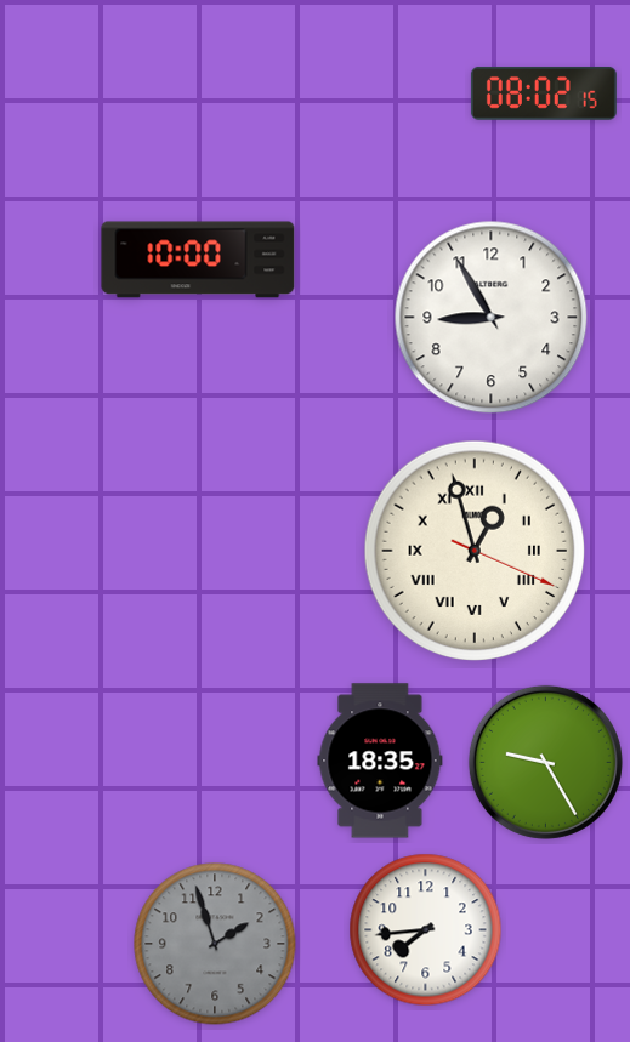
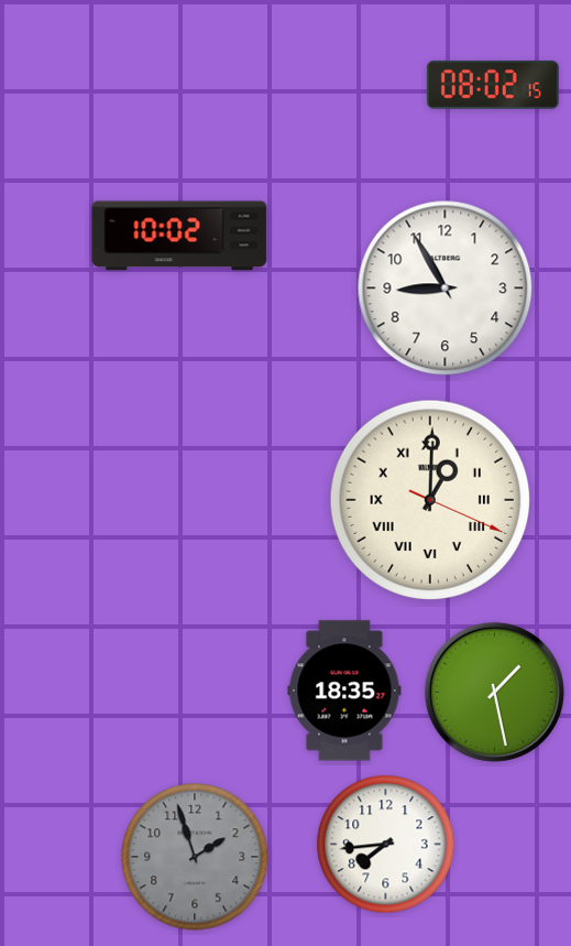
clock at (198, 260): 10:00 -> 10:02
clock at (475, 551): 12:57 -> 1:00
clock at (545, 762): 9:25 -> 1:28
